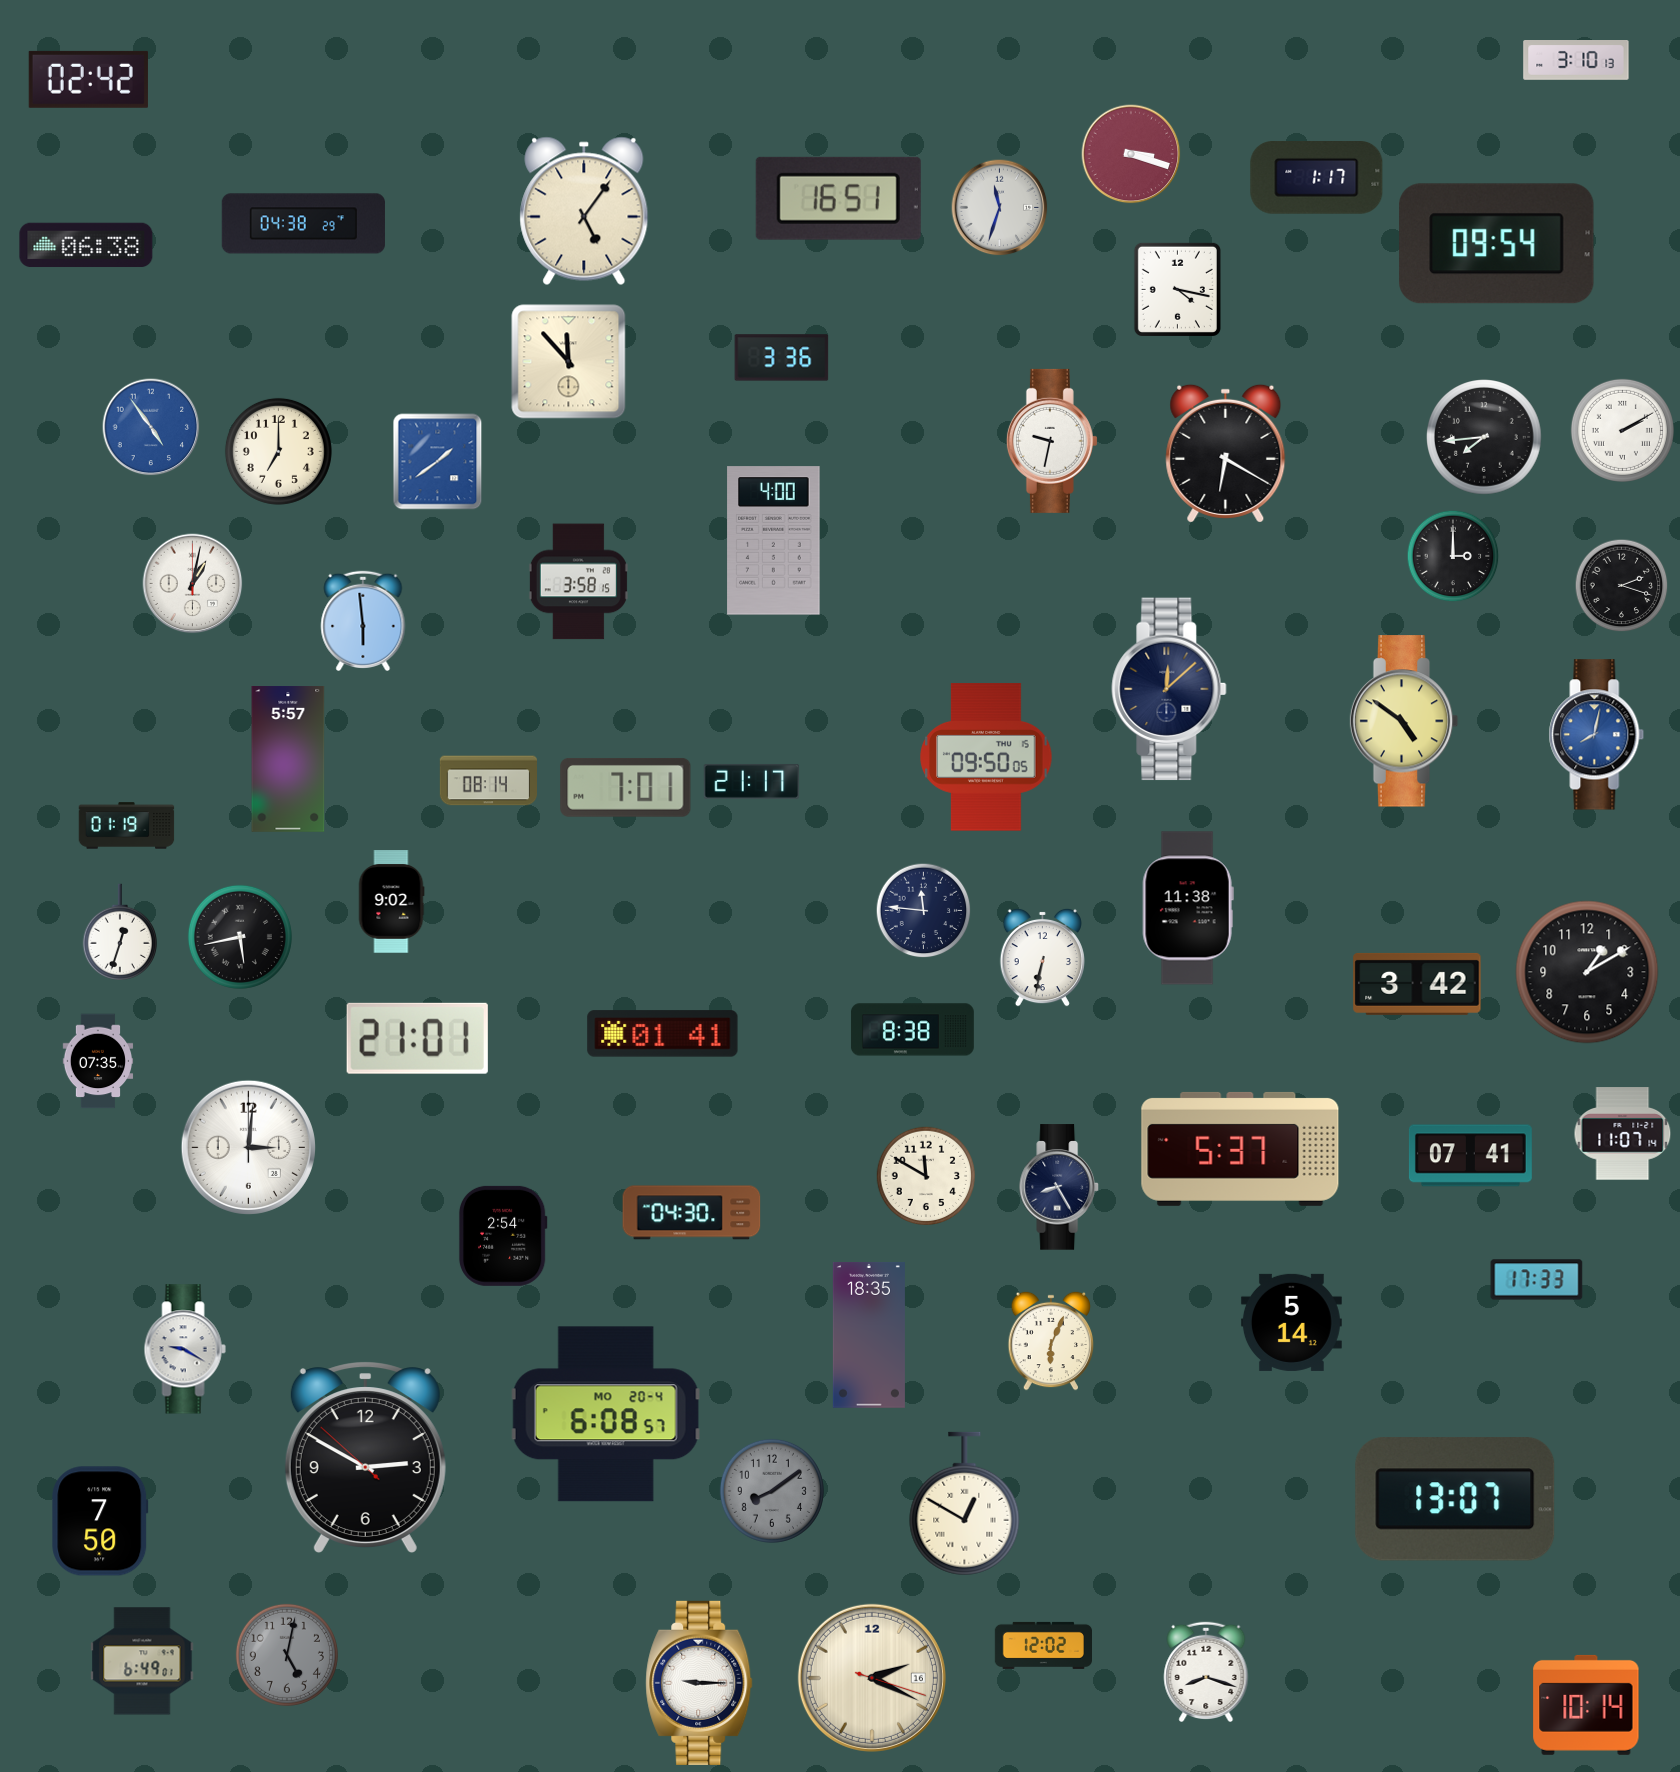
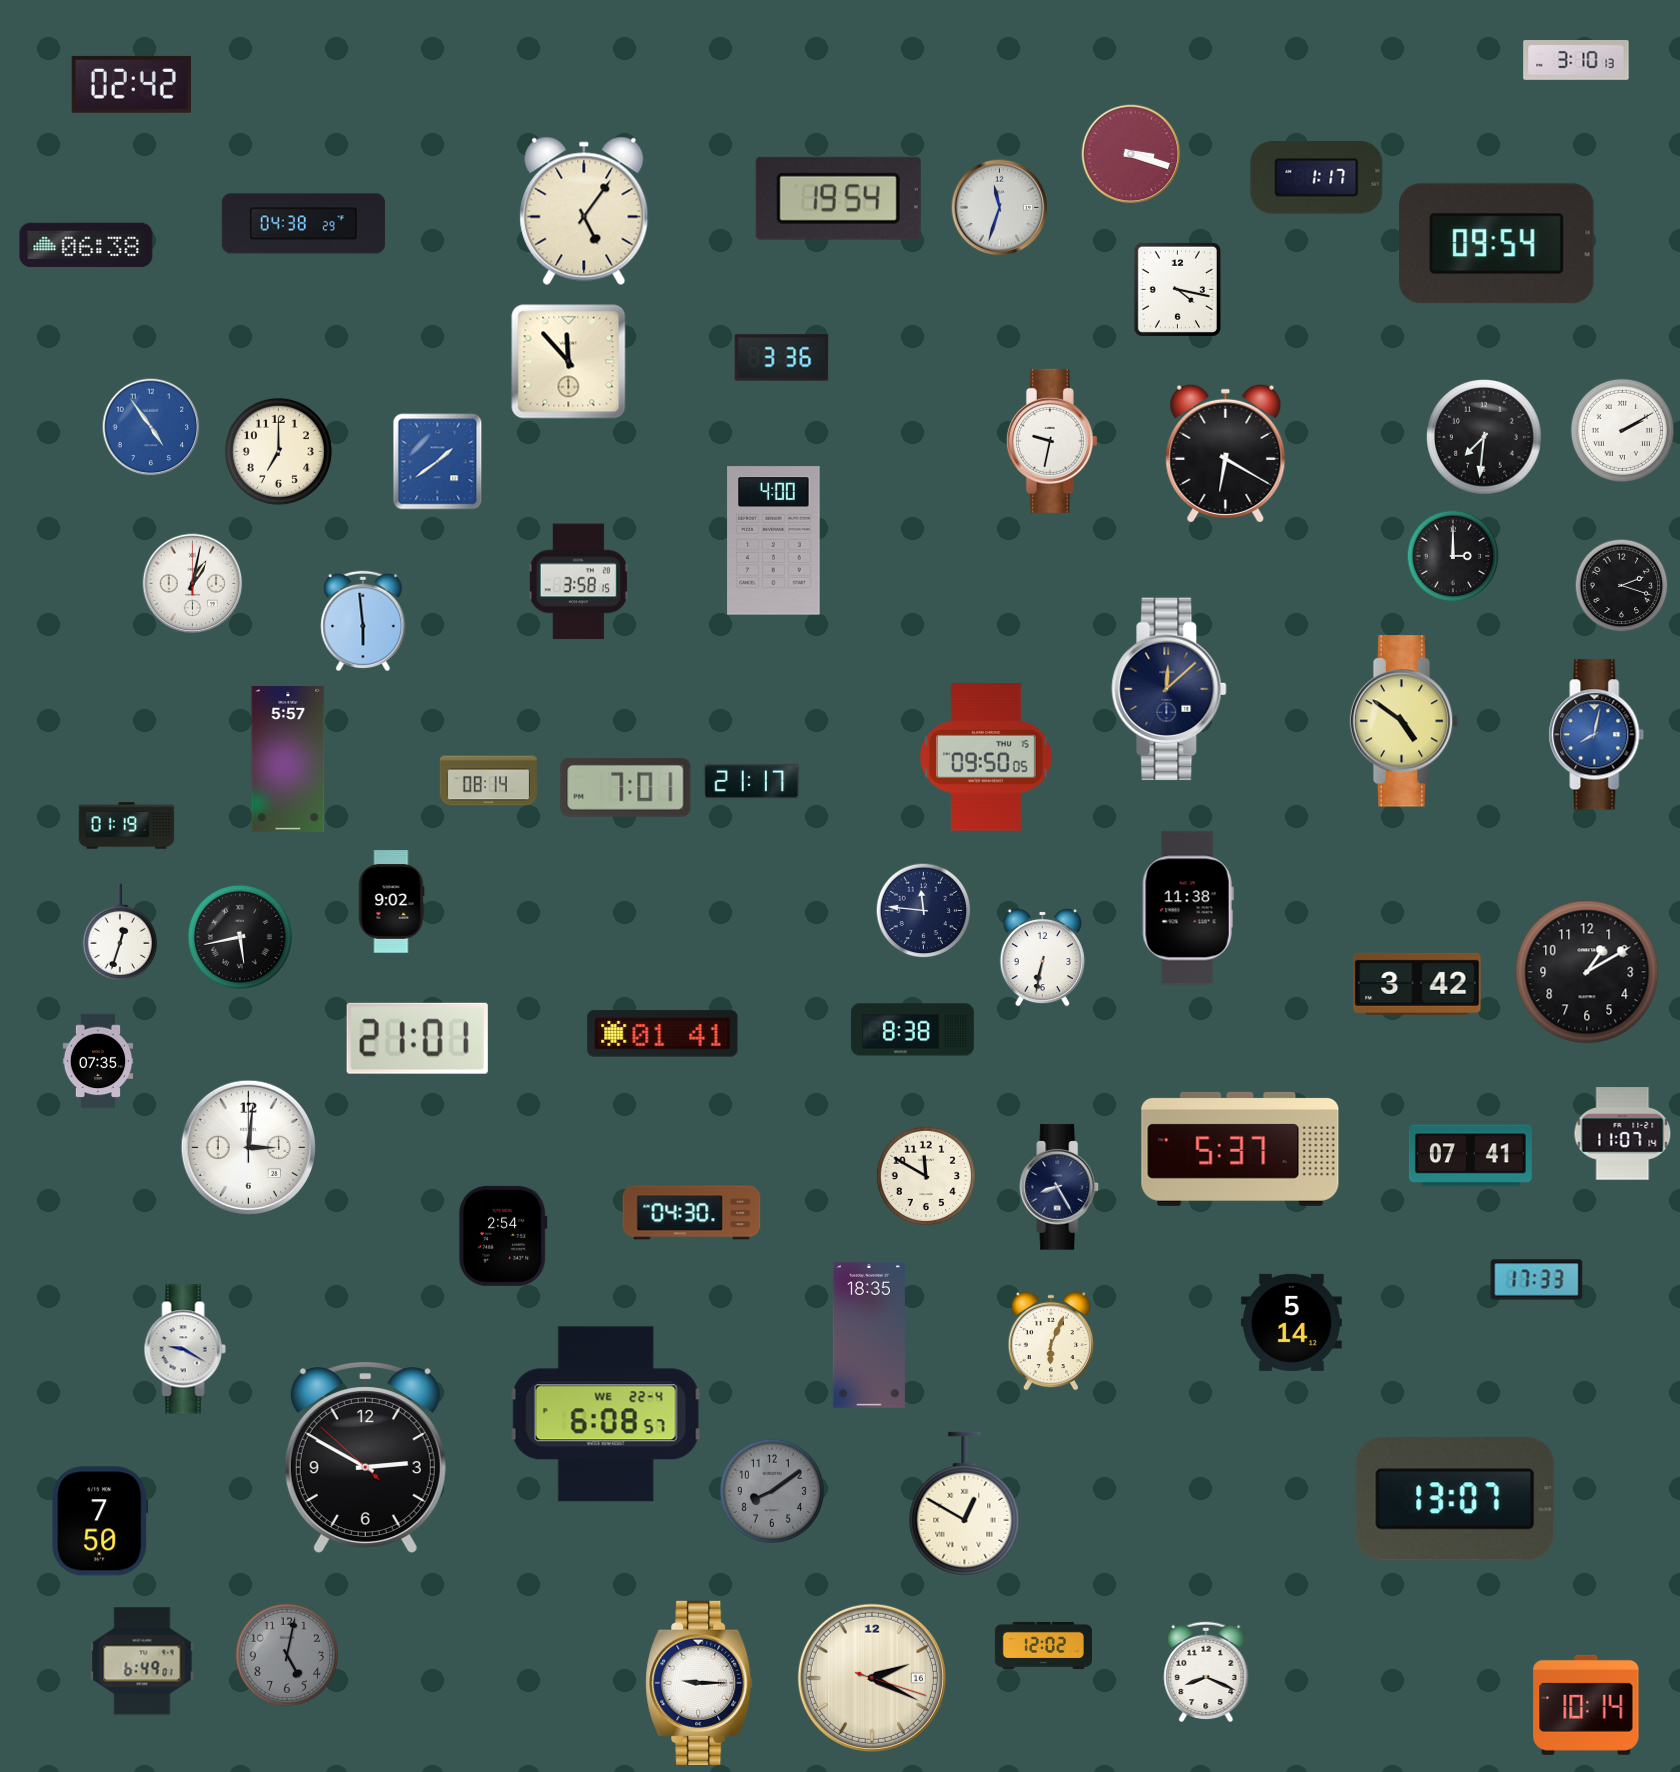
clock at (88, 79) position: (88, 79) -> (131, 84)
clock at (838, 198): 16:51 -> 19:54
clock at (1485, 438): 7:44 -> 7:31
clock at (606, 1414) date: MO 20-4 -> WE 22-4
clock at (1206, 1671): 8:18 -> 8:19
